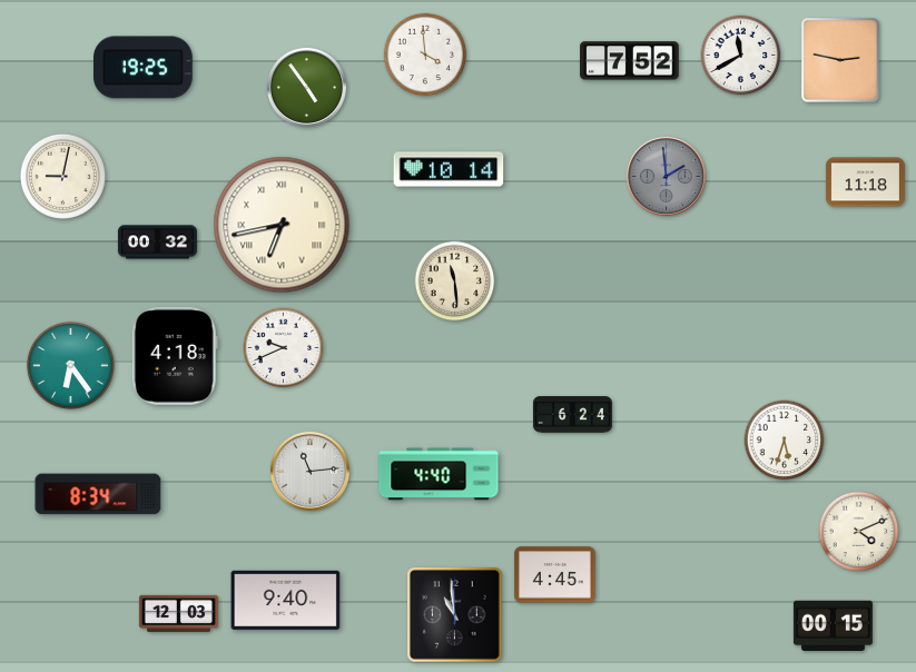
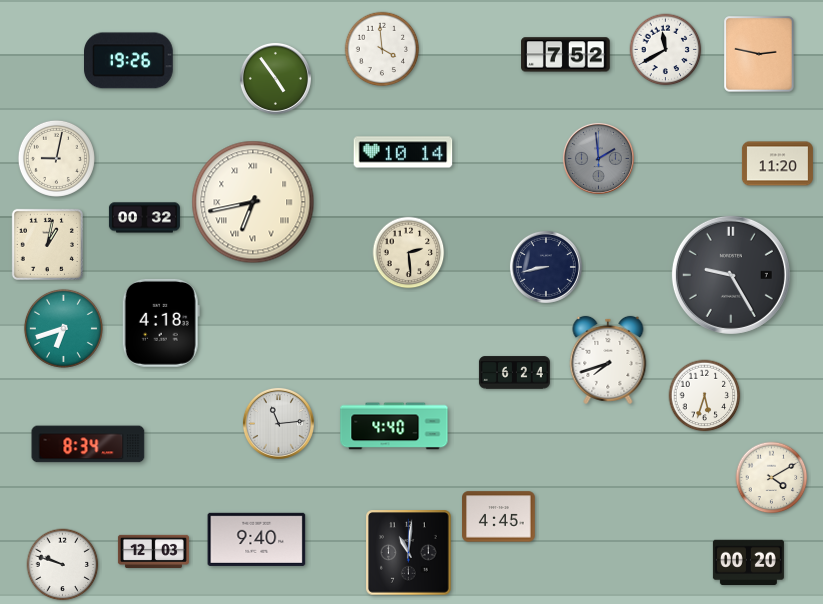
clock at (840, 60) position: (840, 60) -> (759, 54)
clock at (144, 68): 19:25 -> 19:26
clock at (865, 182): 11:18 -> 11:20
clock at (157, 243) position: (157, 243) -> (144, 218)
clock at (47, 244): none -> 1:02
clock at (455, 281): 11:29 -> 2:29
clock at (546, 267): none -> 8:43
clock at (731, 275): none -> 9:25
clock at (284, 348): 9:41 -> none
clock at (175, 356) position: (175, 356) -> (161, 323)
clock at (70, 365): 6:24 -> 6:42
clock at (608, 360): none -> 7:42
clock at (859, 532): 4:11 -> 4:10
clock at (178, 613) position: (178, 613) -> (153, 551)
clock at (455, 615): 10:59 -> 11:01
clock at (833, 626): 00:15 -> 00:20
clock at (63, 565): none -> 9:48
